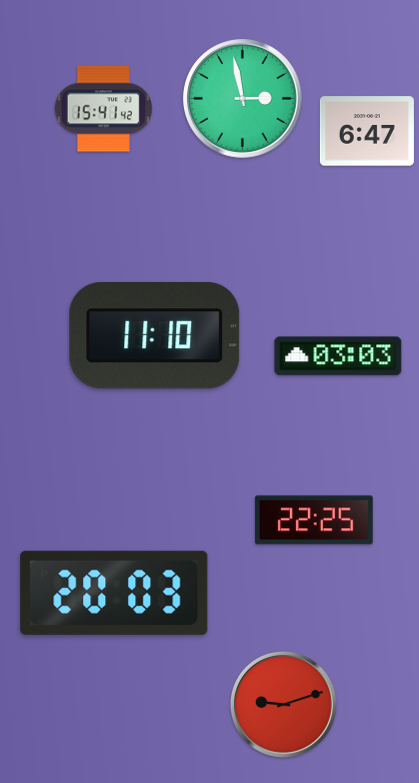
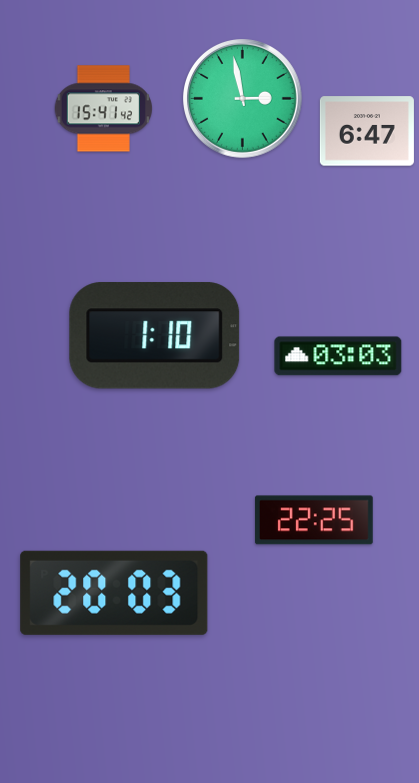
clock at (155, 336): 11:10 -> 1:10
clock at (283, 704): 9:12 -> none
